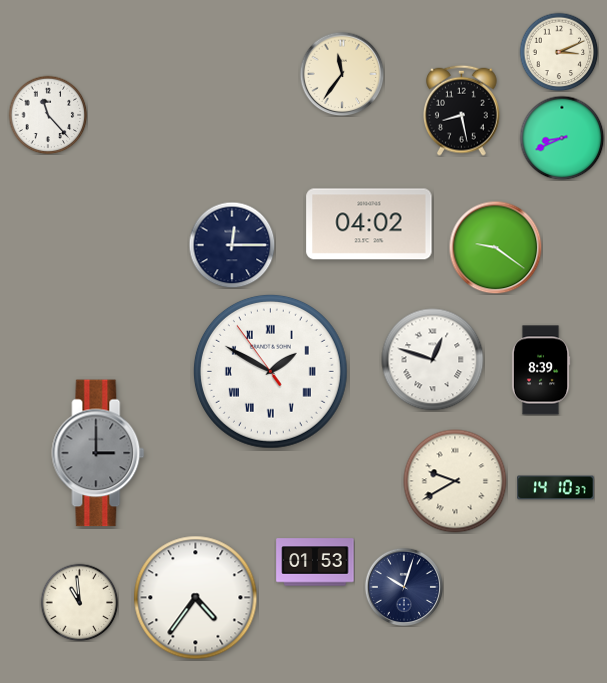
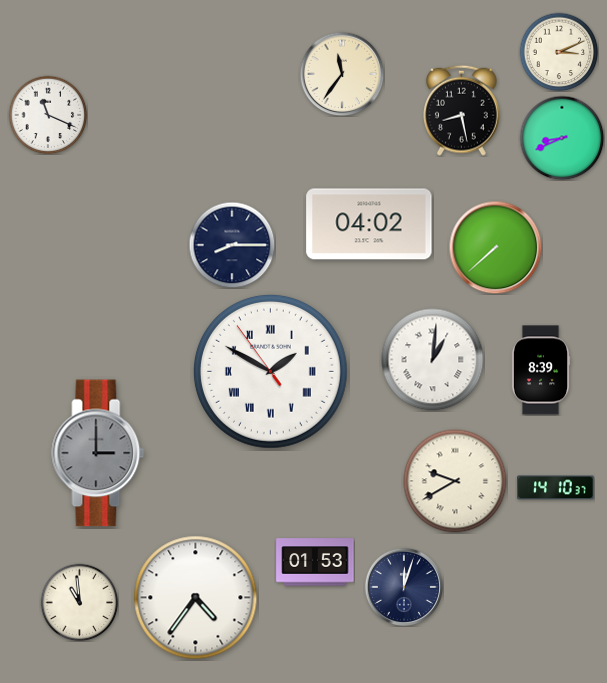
clock at (48, 115): 11:23 -> 11:19
clock at (232, 245): 12:15 -> 8:15
clock at (495, 247): 9:21 -> 7:38
clock at (433, 360): 12:48 -> 1:01
clock at (403, 586): 10:03 -> 12:03
